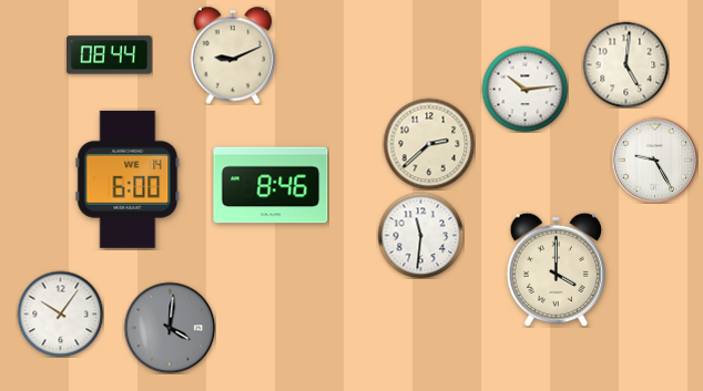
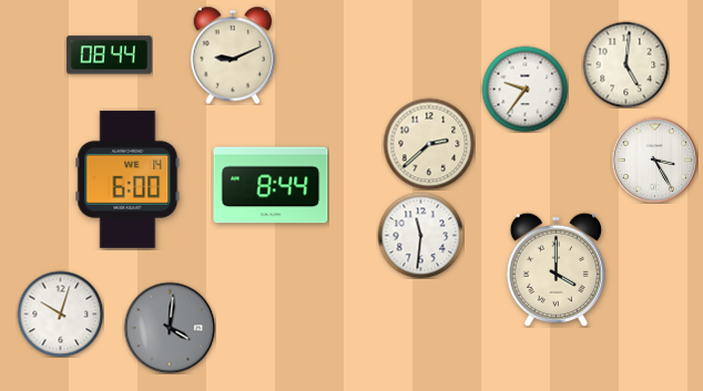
clock at (524, 89): 10:14 -> 9:36
clock at (654, 160): 9:25 -> 3:25
clock at (271, 185): 8:46 -> 8:44
clock at (60, 313): 10:06 -> 10:03
